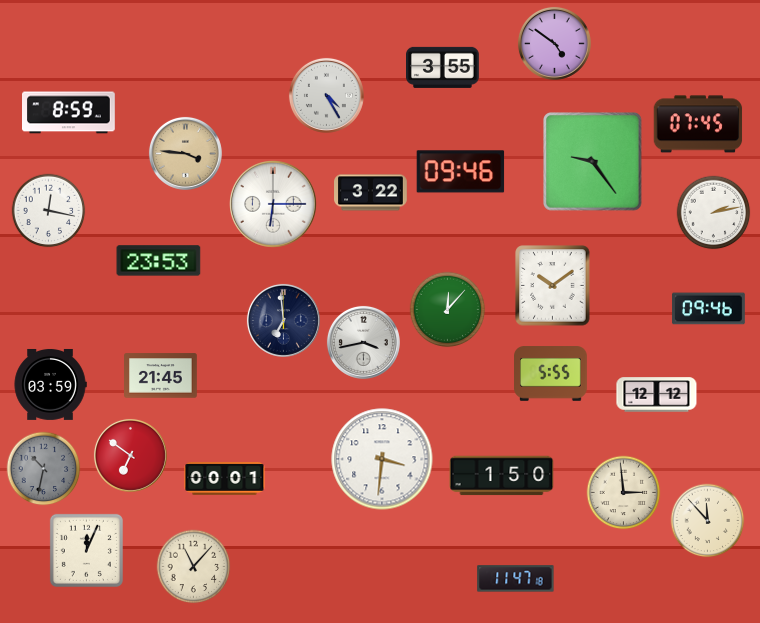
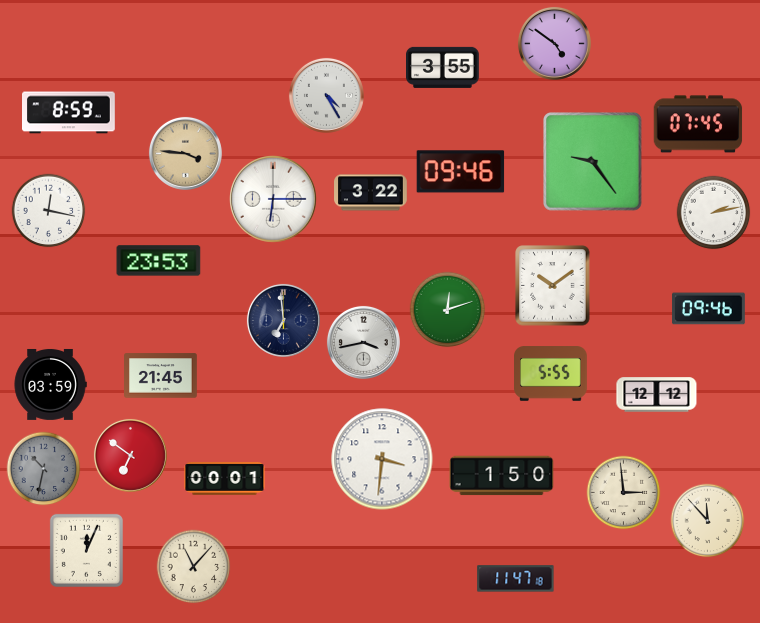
clock at (274, 205) position: (274, 205) -> (274, 200)
clock at (448, 310): 12:07 -> 12:12
